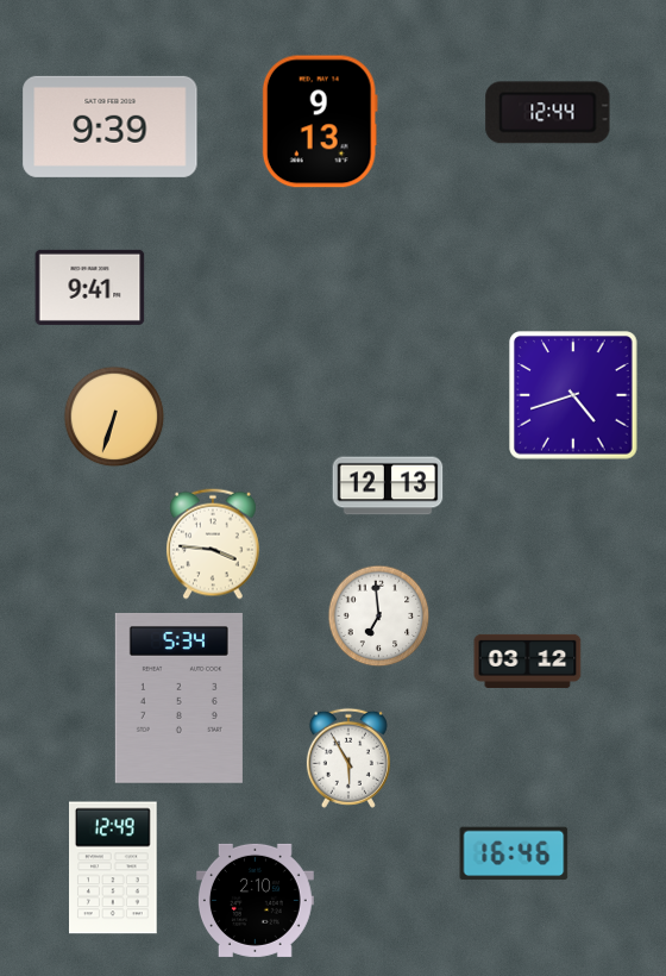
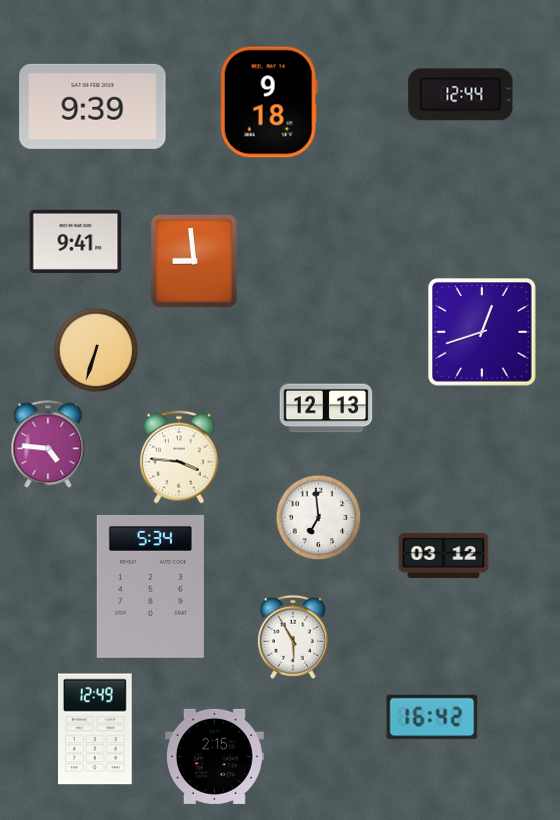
clock at (320, 121): 9:13 -> 9:18
clock at (194, 262): none -> 8:59
clock at (573, 395): 4:42 -> 12:42
clock at (48, 445): none -> 4:46
clock at (514, 853): 16:46 -> 16:42
clock at (255, 900): 2:10 -> 2:15
